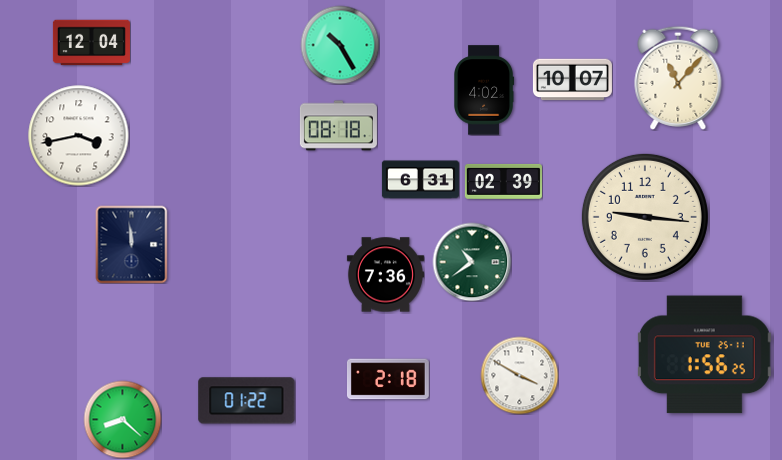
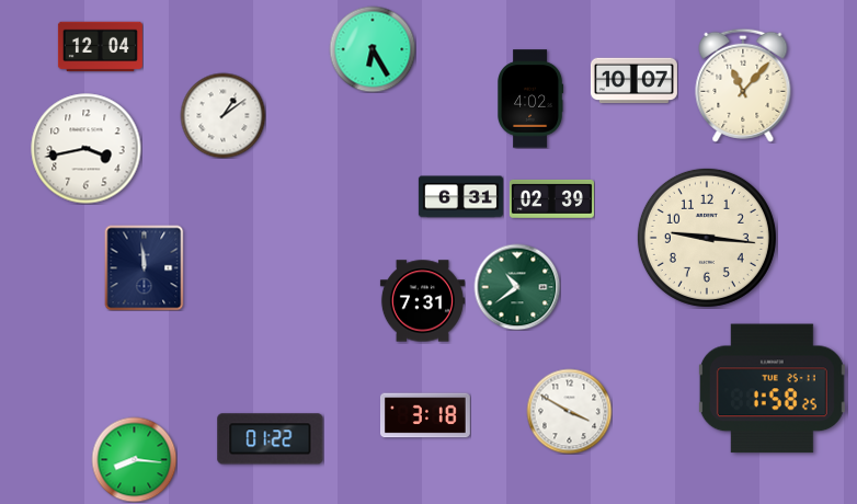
clock at (340, 45): 10:25 -> 6:25
clock at (572, 80) position: (572, 80) -> (633, 81)
clock at (222, 115): none -> 1:09
clock at (338, 126): 08:18 -> none
clock at (385, 275): 7:36 -> 7:31
clock at (704, 355): 1:56 -> 1:58
clock at (389, 379): 2:18 -> 3:18
clock at (122, 419): 8:22 -> 8:16
